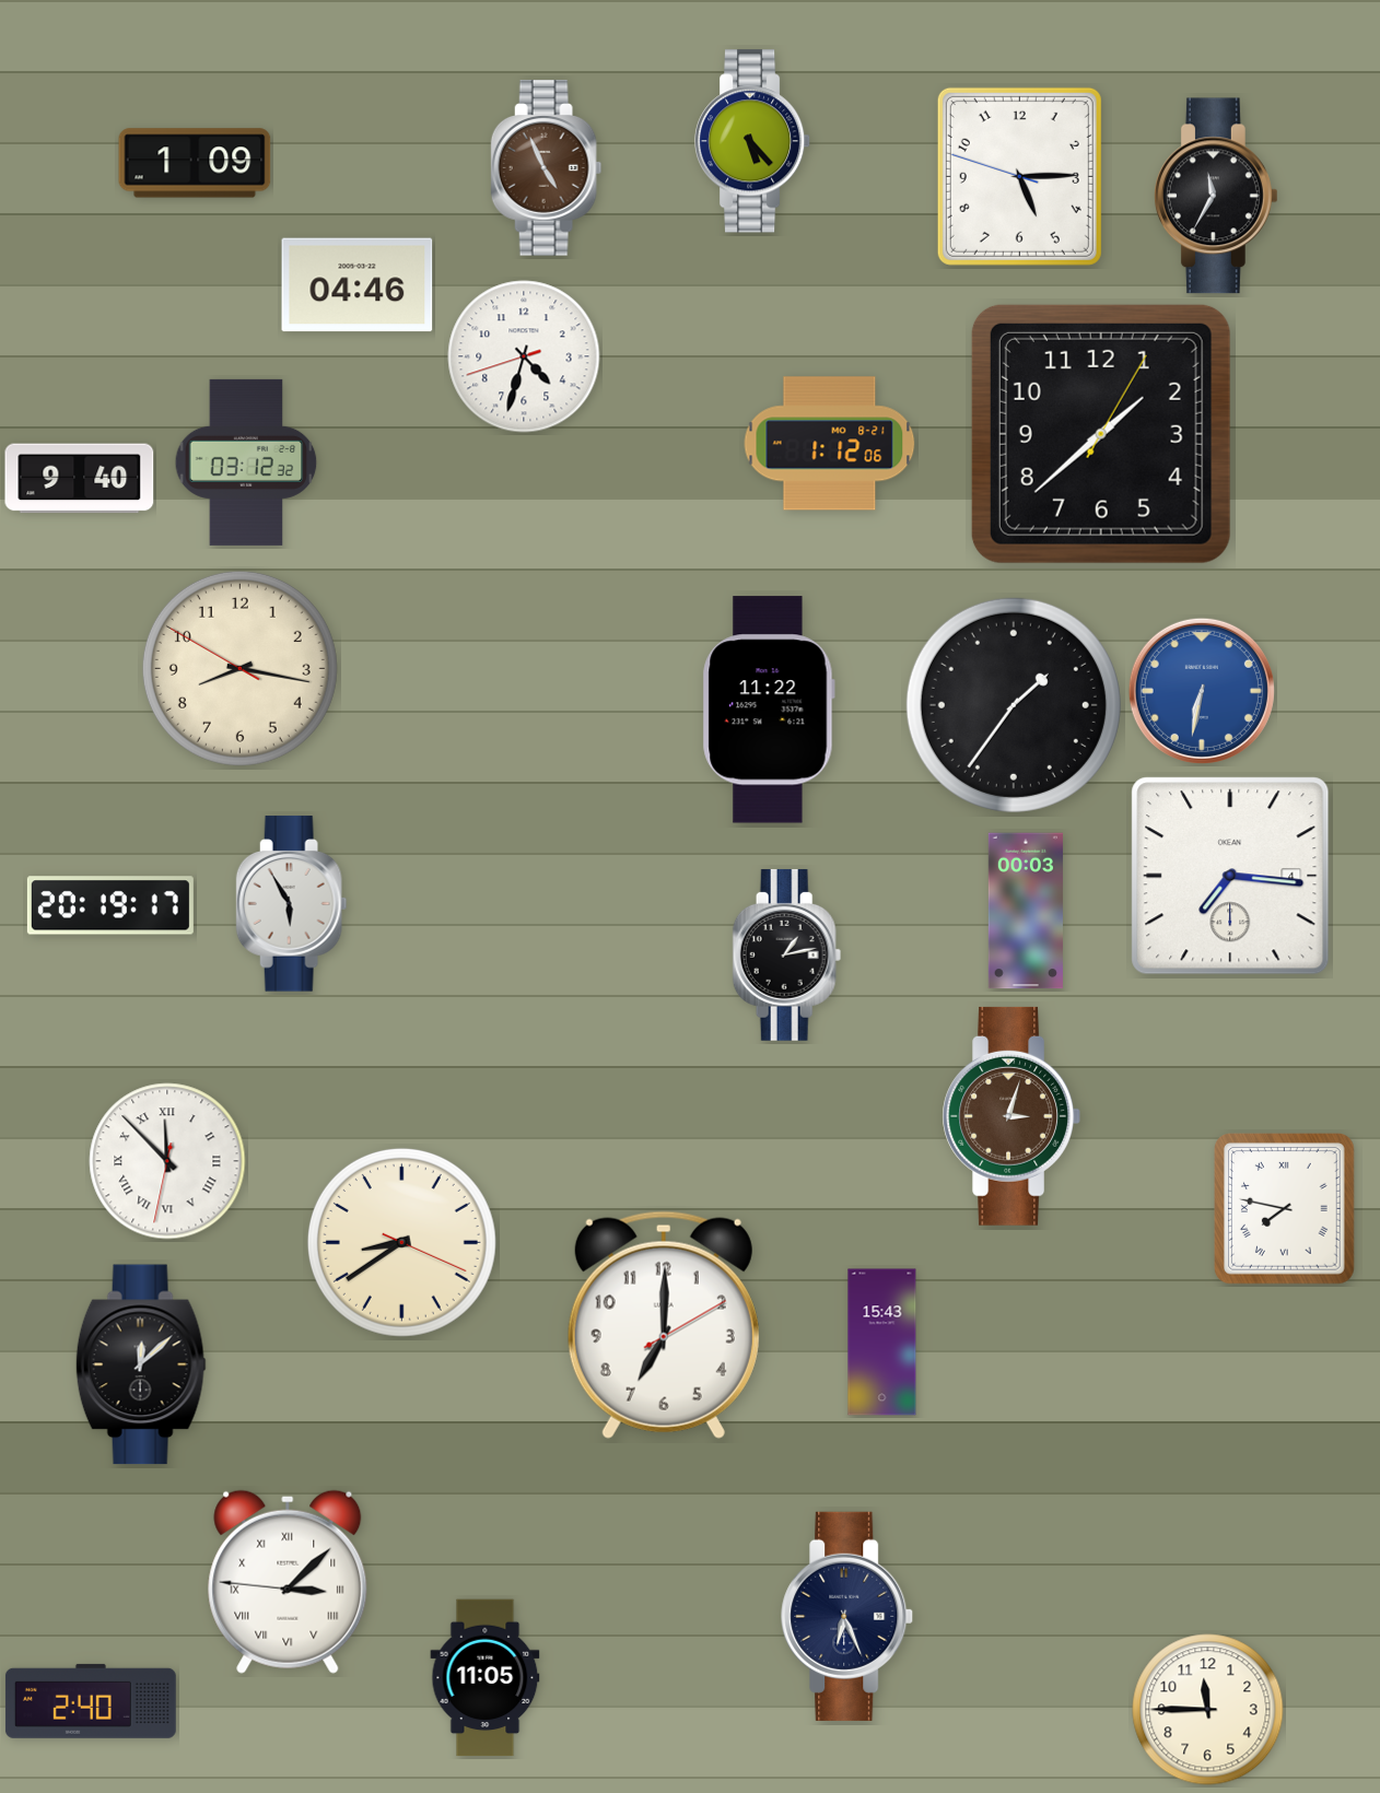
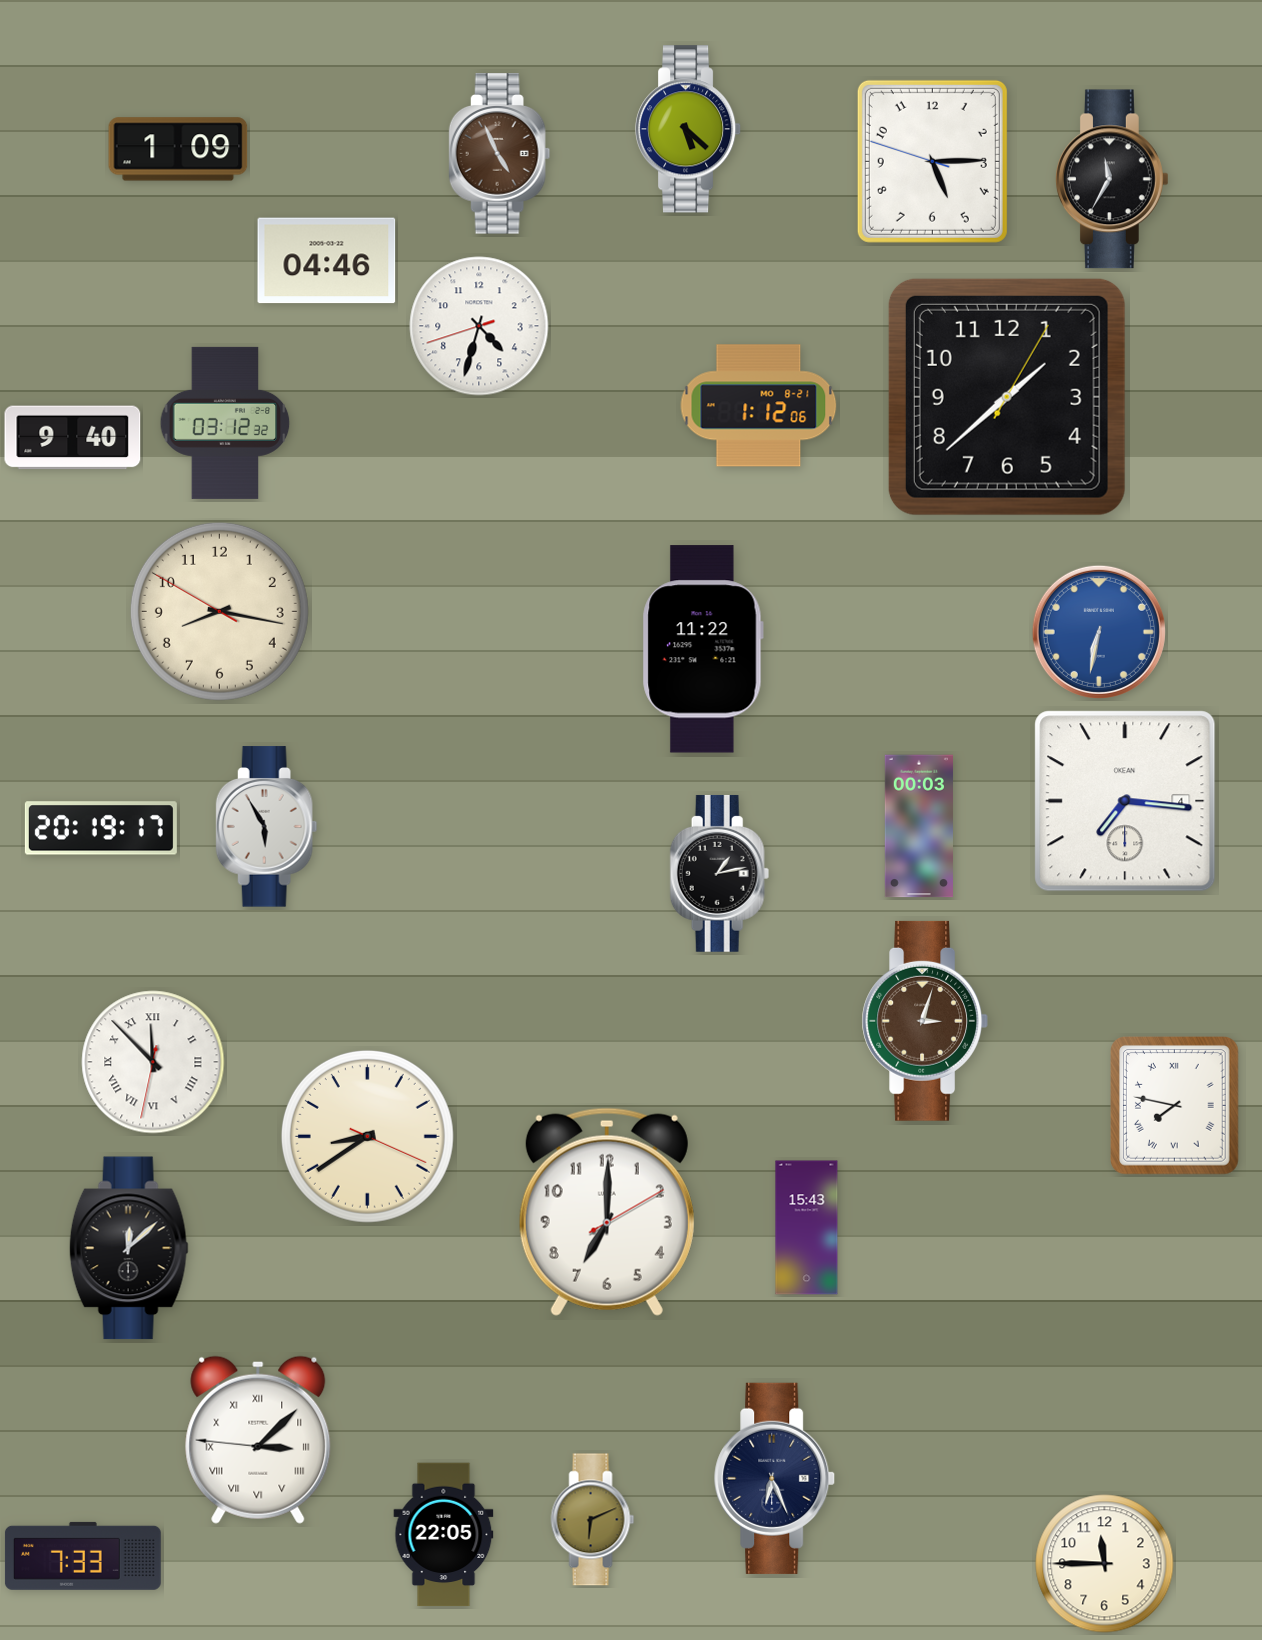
clock at (752, 141): 5:23 -> 5:22
clock at (1014, 705): 1:36 -> none
clock at (1026, 911) position: (1026, 911) -> (919, 826)
clock at (288, 1582) position: (288, 1582) -> (258, 1440)
clock at (593, 1520): none -> 6:11
clock at (486, 1678): 11:05 -> 22:05
clock at (91, 1701): 2:40 -> 7:33
